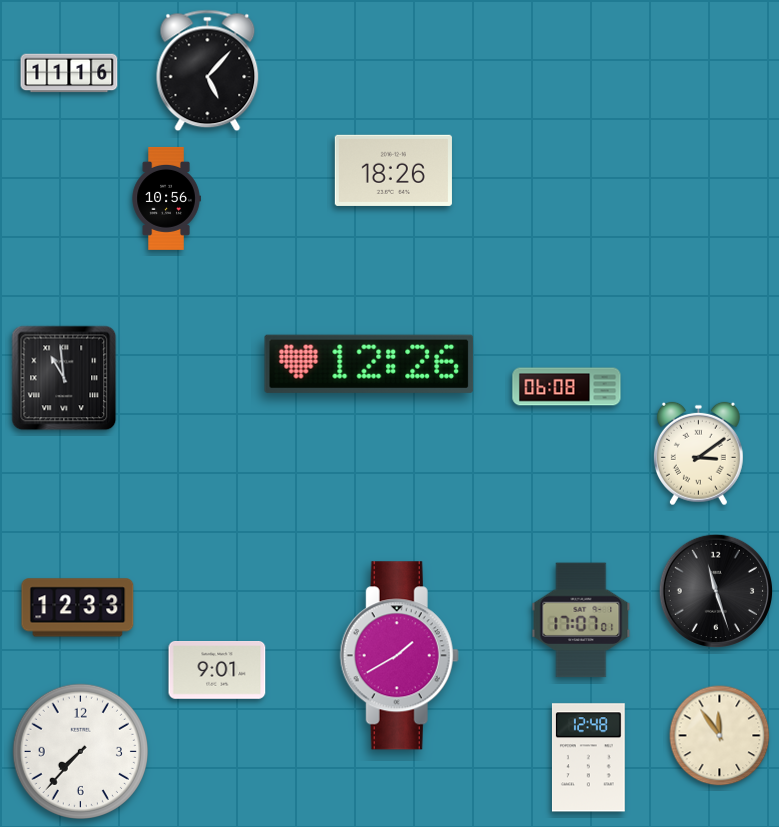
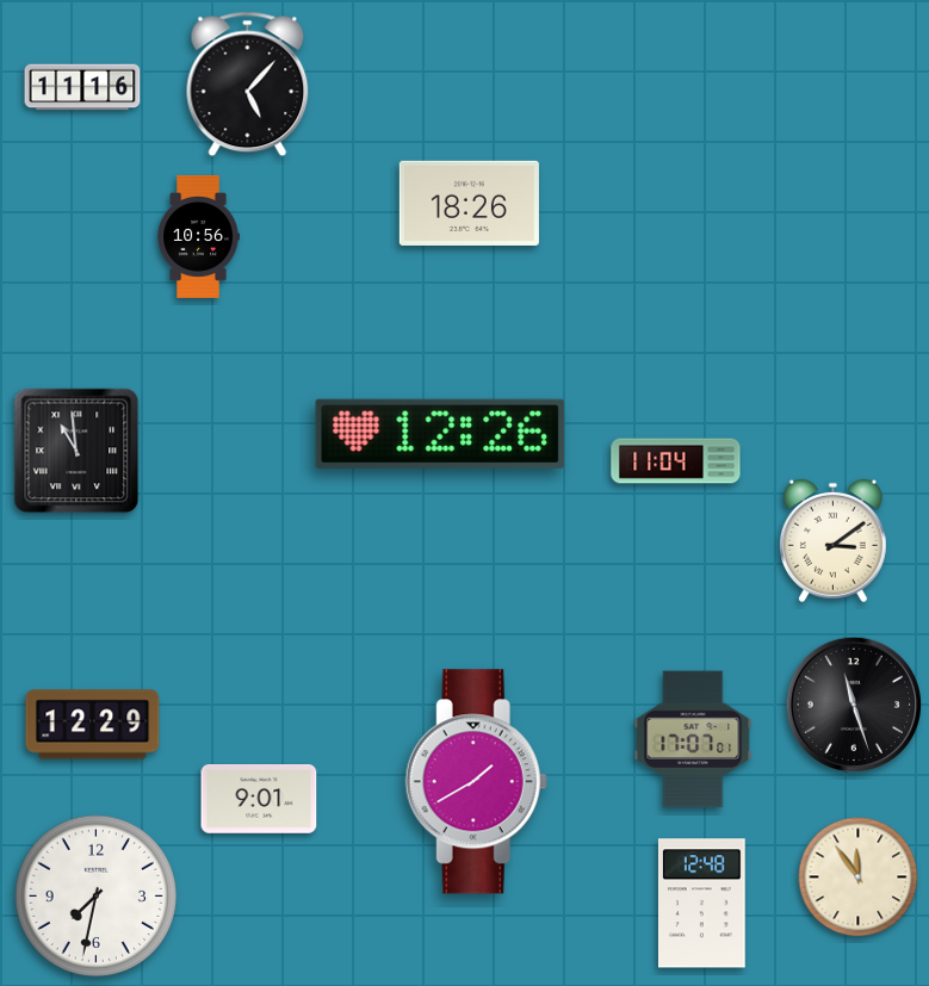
clock at (567, 387): 06:08 -> 11:04
clock at (78, 608): 12:33 -> 12:29
clock at (80, 751): 7:37 -> 7:32
